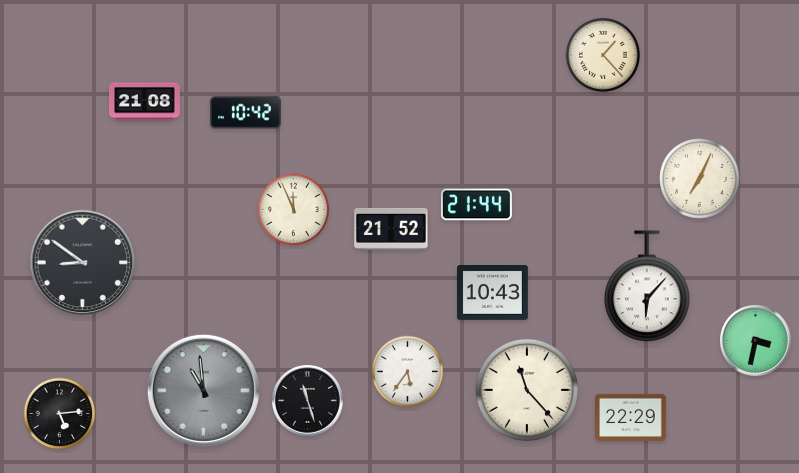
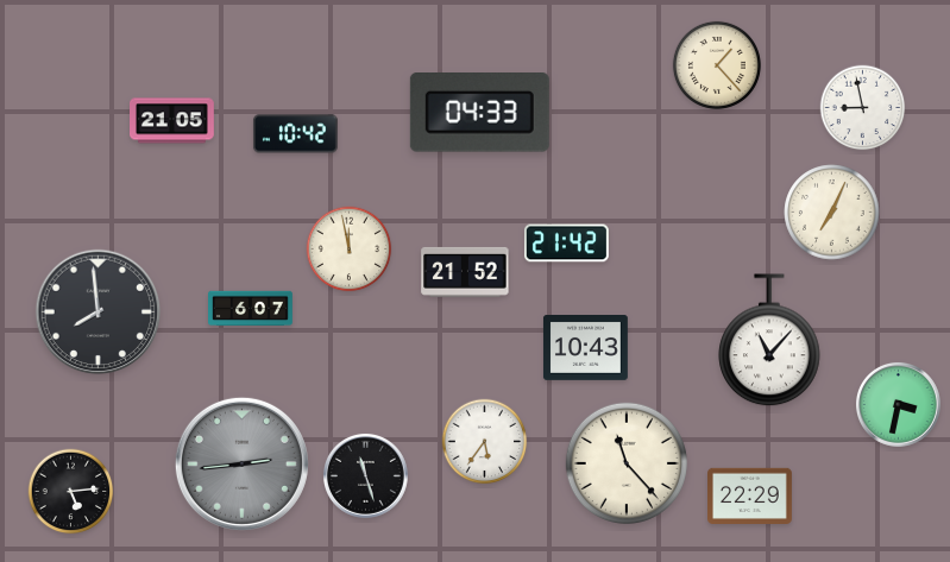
clock at (863, 108): none -> 8:58
clock at (479, 113): none -> 04:33
clock at (145, 102): 21:08 -> 21:05
clock at (245, 113) position: (245, 113) -> (295, 134)
clock at (476, 205): 21:44 -> 21:42
clock at (294, 210): 11:56 -> 11:58
clock at (251, 309): none -> 6:07
clock at (83, 263): 8:51 -> 7:59
clock at (647, 287): 6:07 -> 11:07
clock at (203, 390): 10:59 -> 2:44
